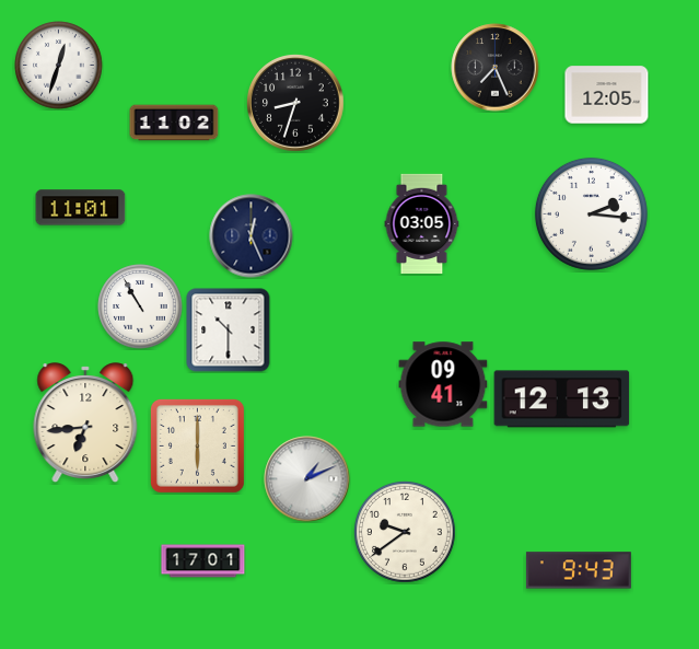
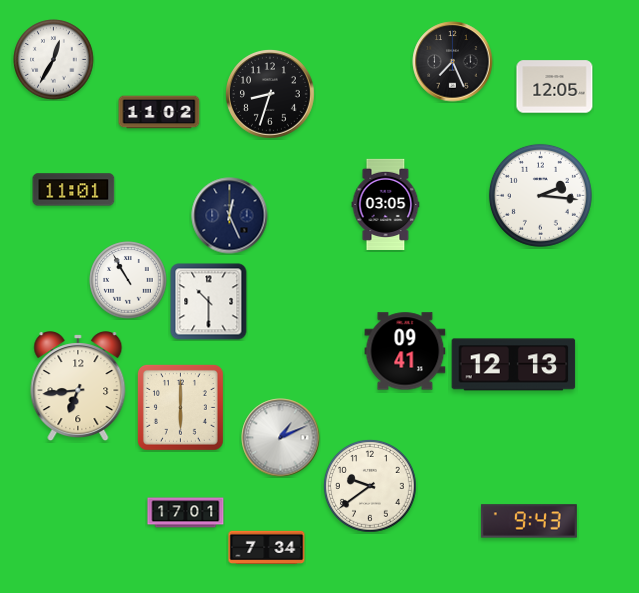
clock at (59, 66): 12:33 -> 12:35
clock at (267, 547): none -> 7:34
